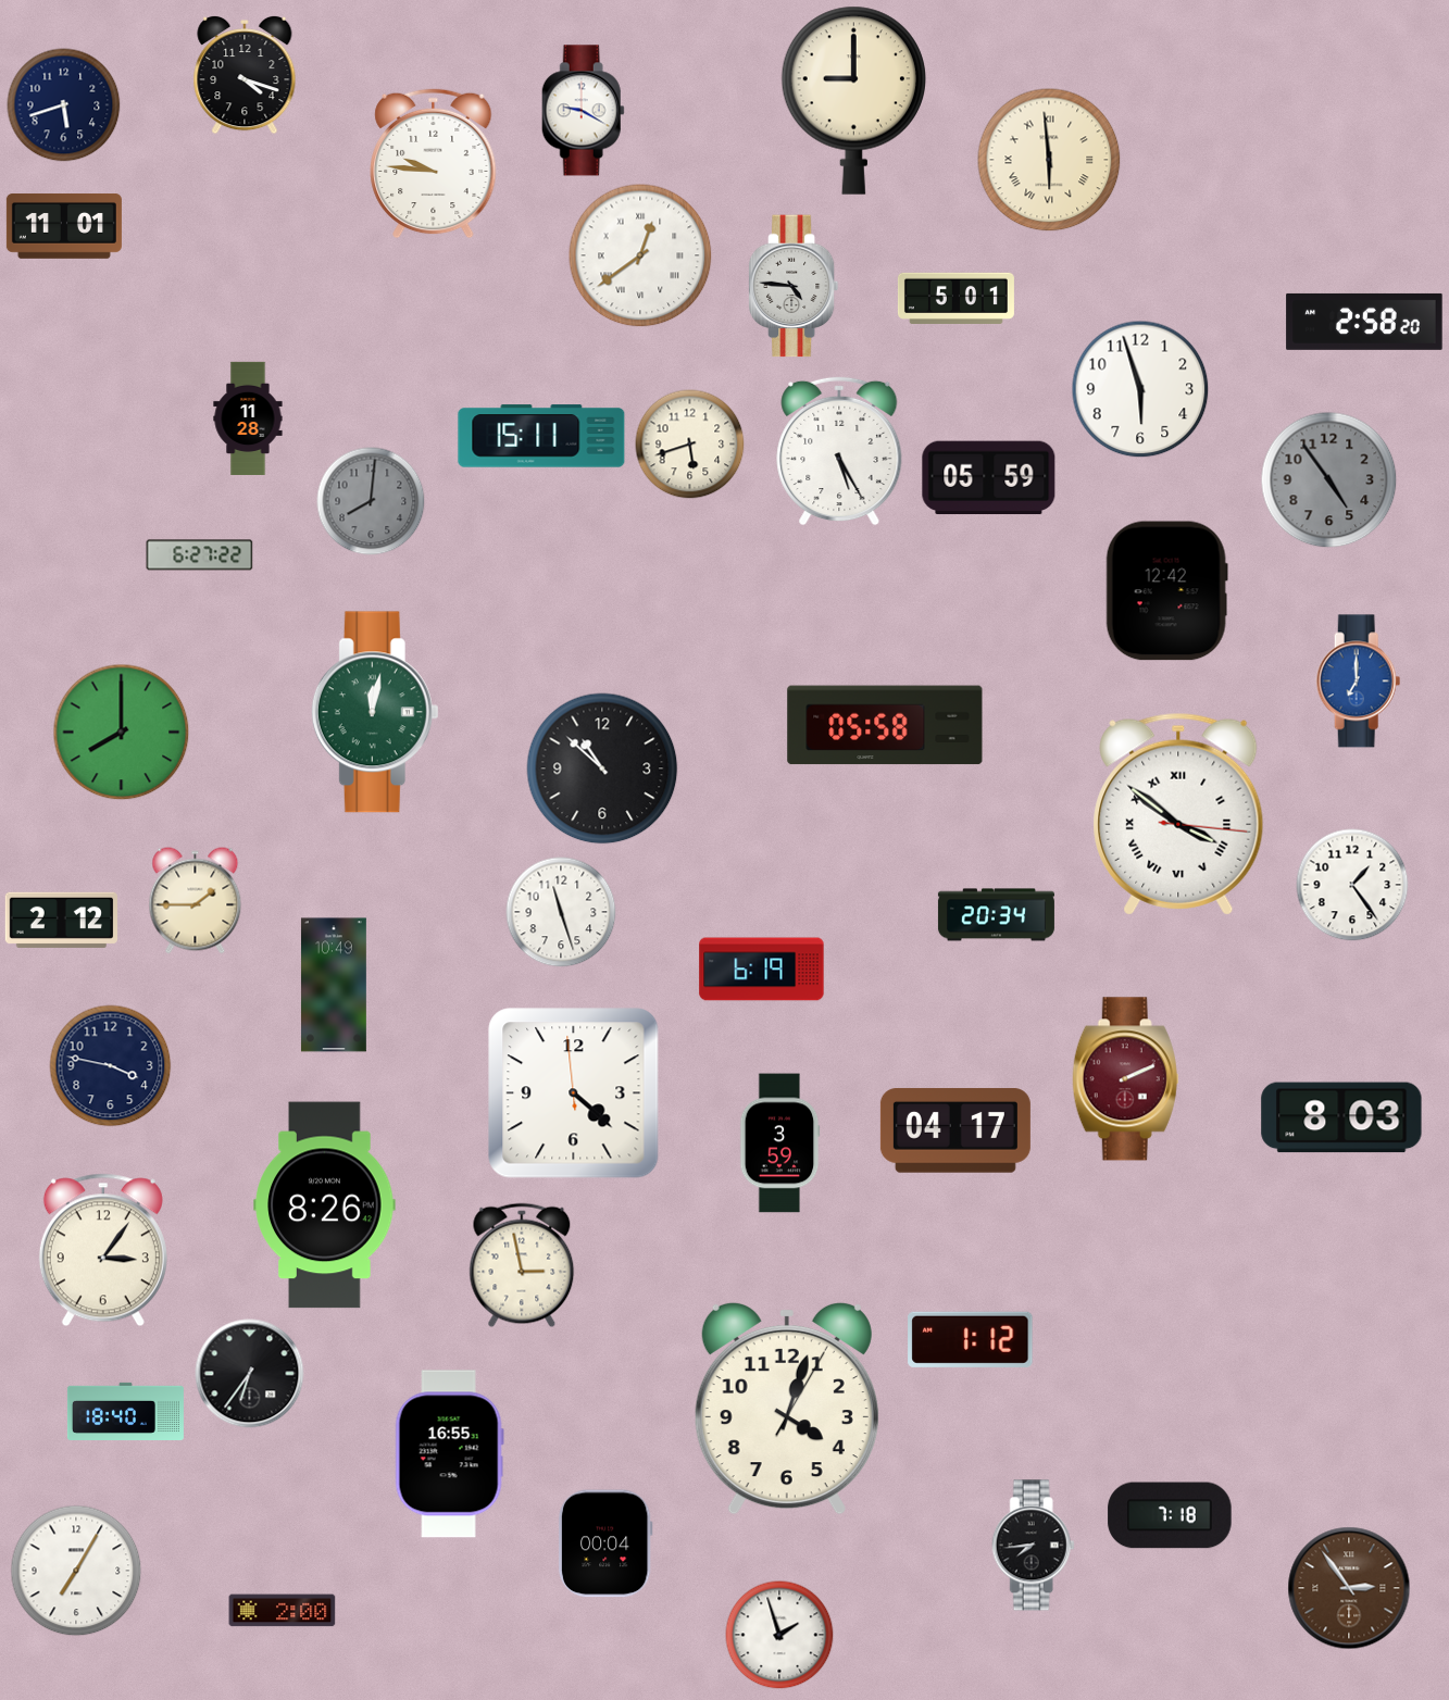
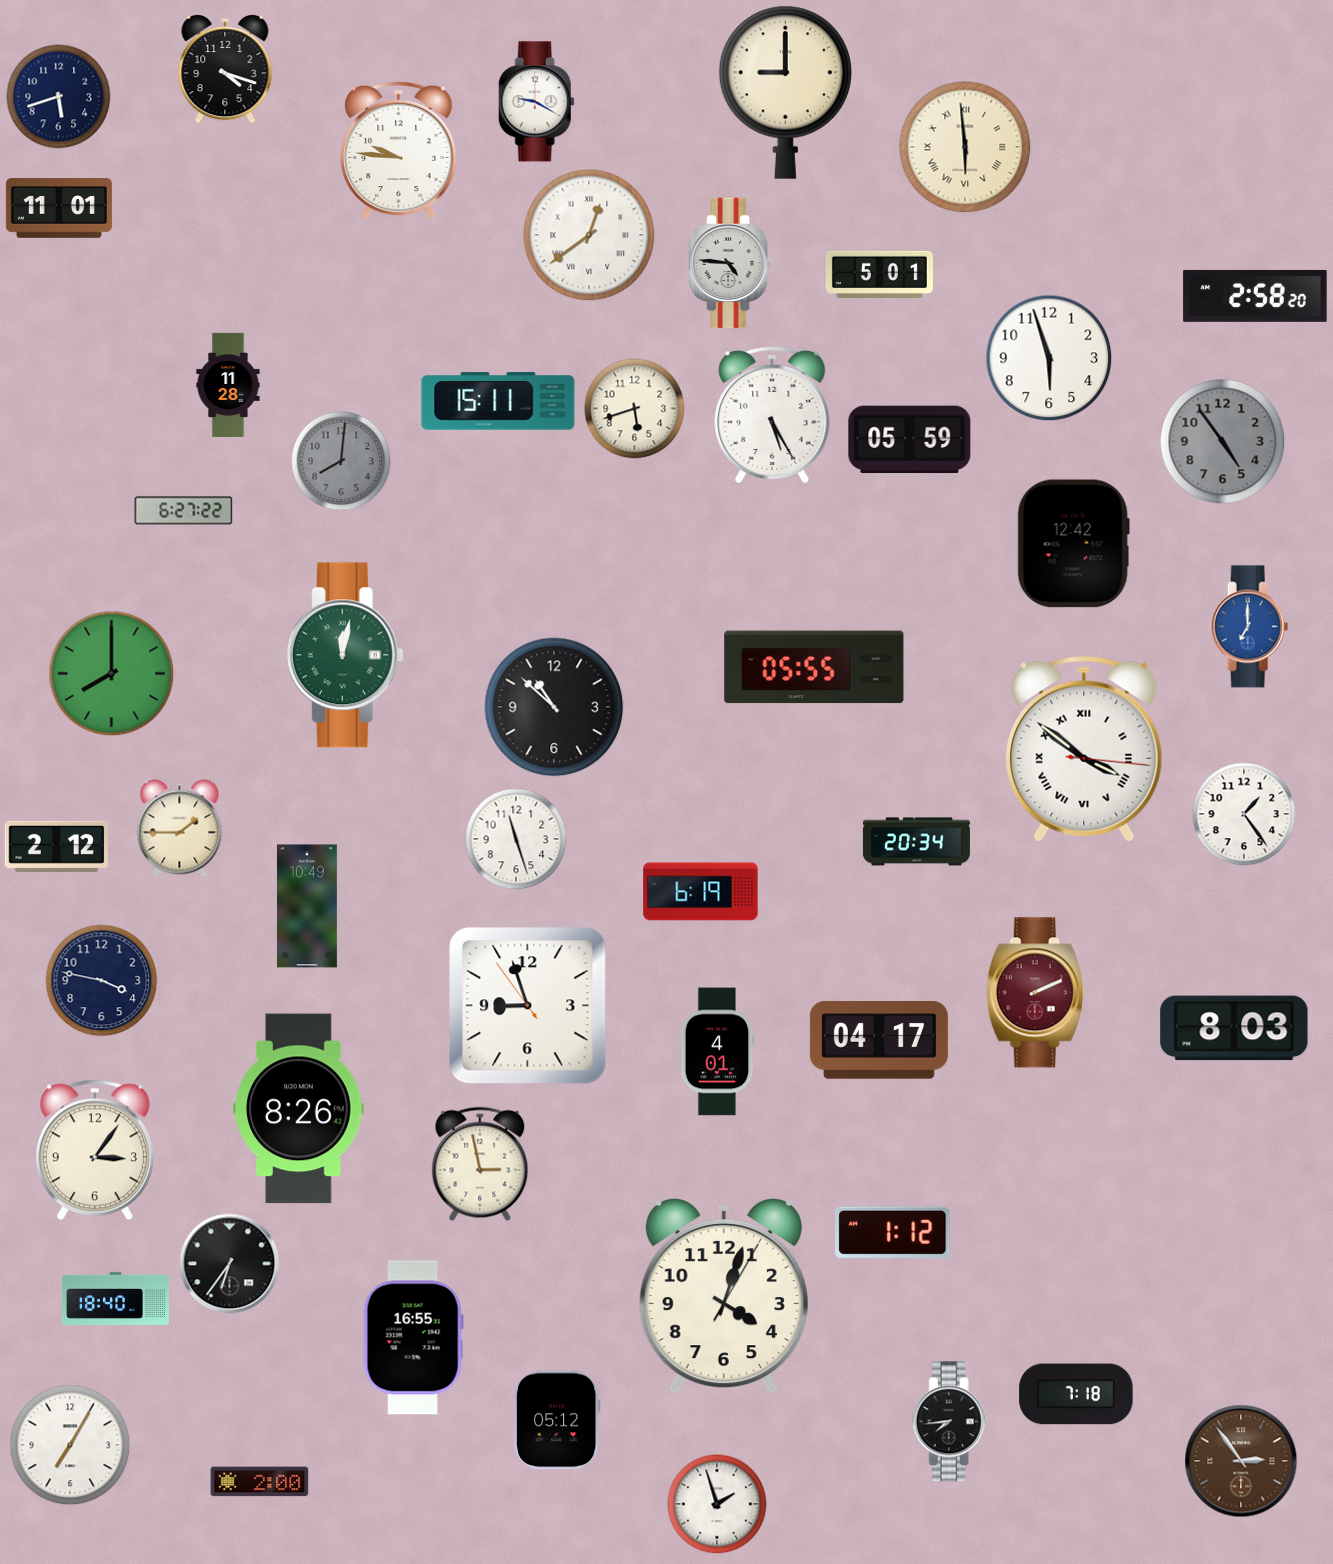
clock at (885, 725): 05:58 -> 05:55
clock at (574, 1093): 4:21 -> 8:56
clock at (779, 1143): 3:59 -> 4:01
clock at (605, 1543): 00:04 -> 05:12
